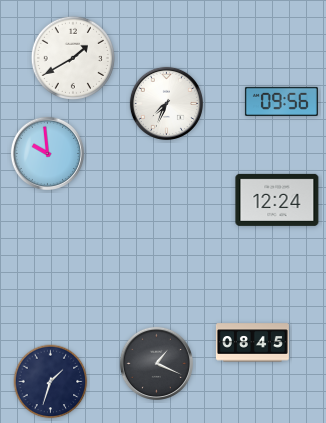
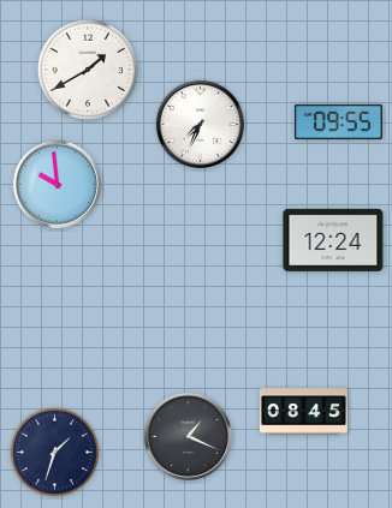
clock at (281, 101): 09:56 -> 09:55
clock at (51, 382) position: (51, 382) -> (55, 453)
